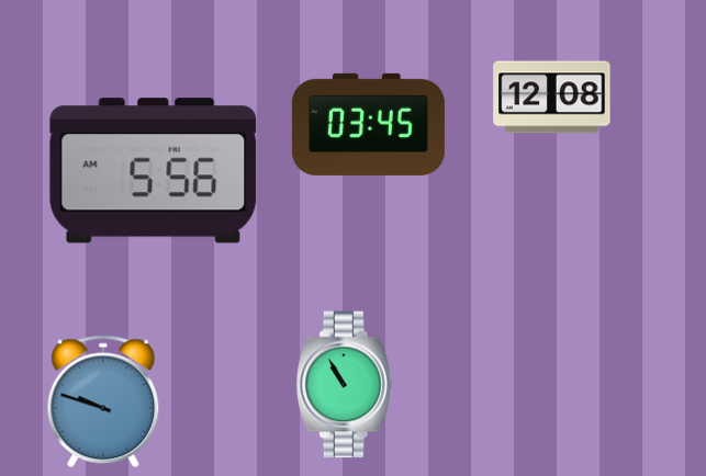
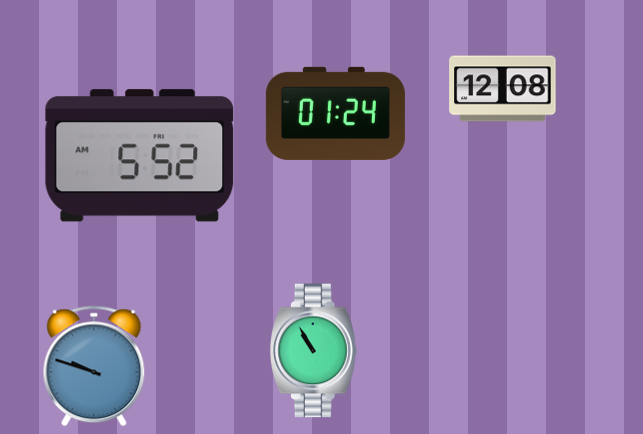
clock at (368, 124): 03:45 -> 01:24
clock at (154, 171): 5:56 -> 5:52
